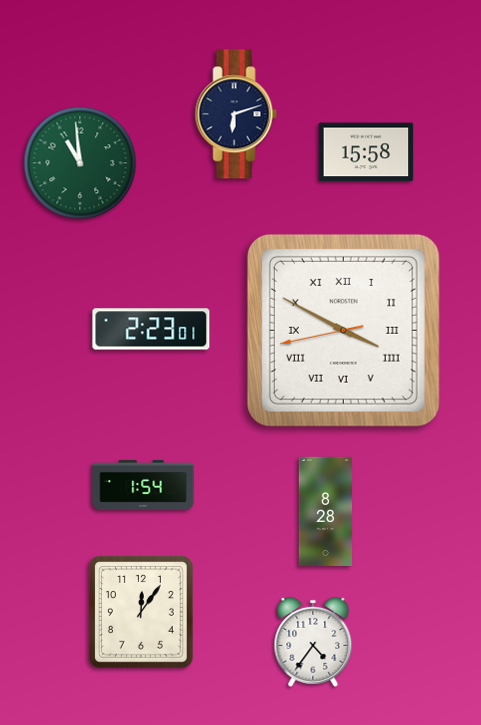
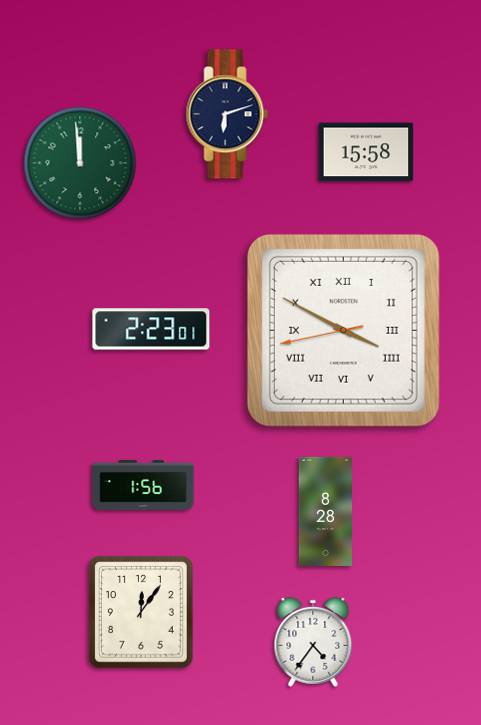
clock at (236, 114) position: (236, 114) -> (227, 114)
clock at (80, 163): 10:59 -> 11:59
clock at (143, 485): 1:54 -> 1:56
